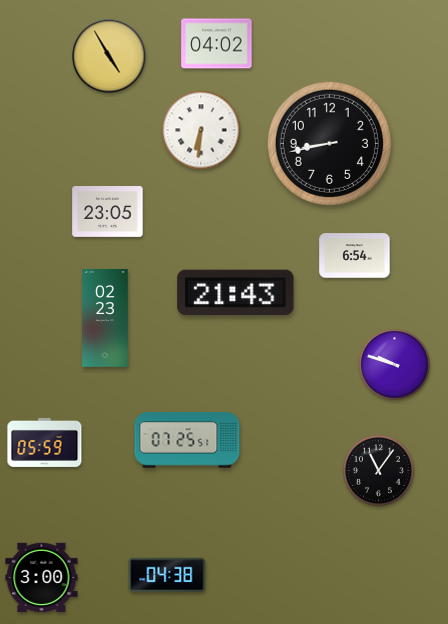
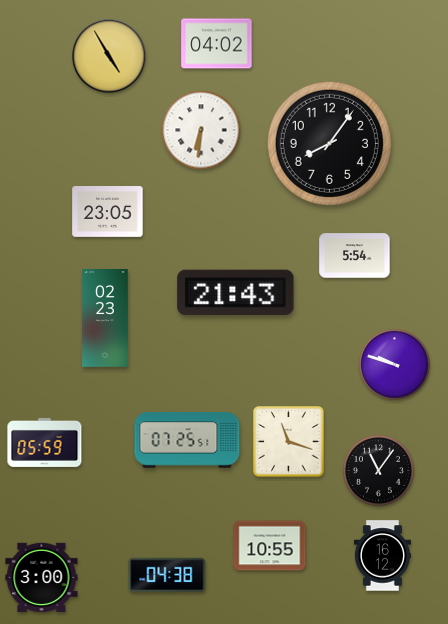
clock at (329, 143): 8:43 -> 8:06
clock at (355, 256): 6:54 -> 5:54
clock at (289, 442): none -> 11:18
clock at (270, 546): none -> 10:55
clock at (382, 556): none -> 16:12
